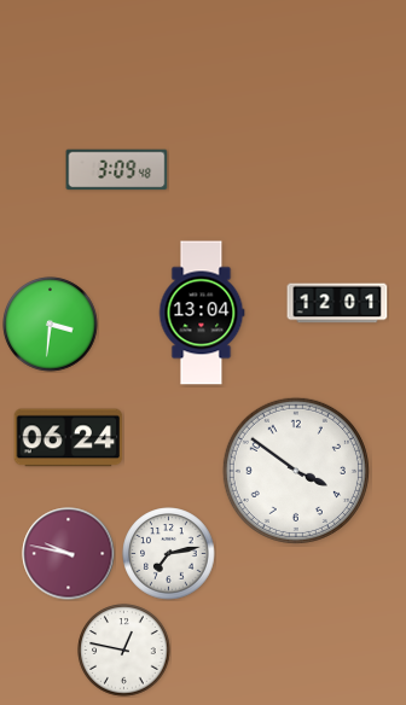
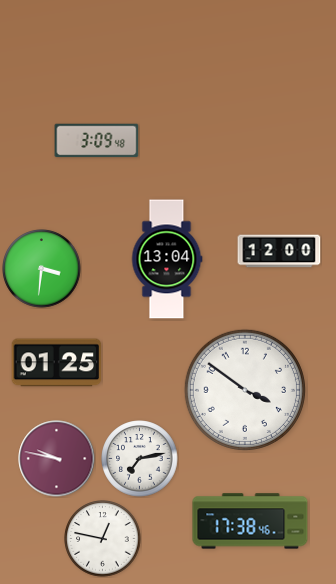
clock at (337, 303): 12:01 -> 12:00
clock at (69, 438): 06:24 -> 01:25
clock at (250, 521): none -> 17:38
